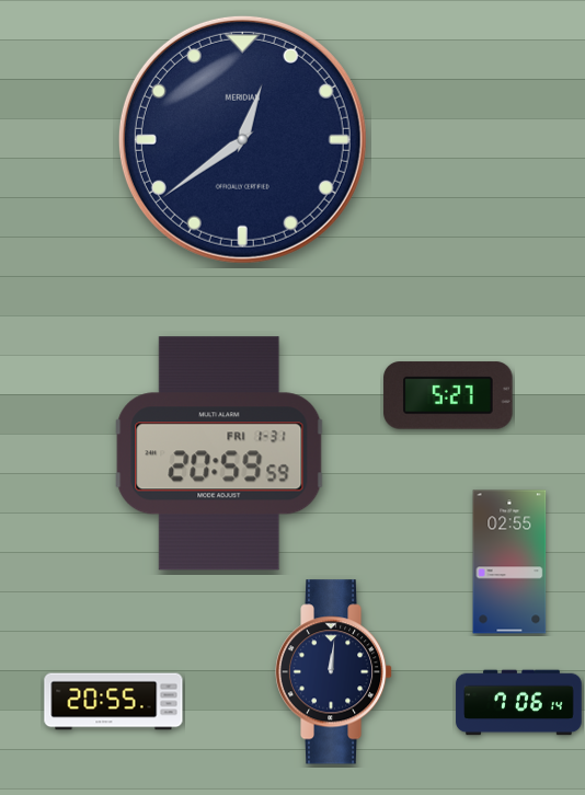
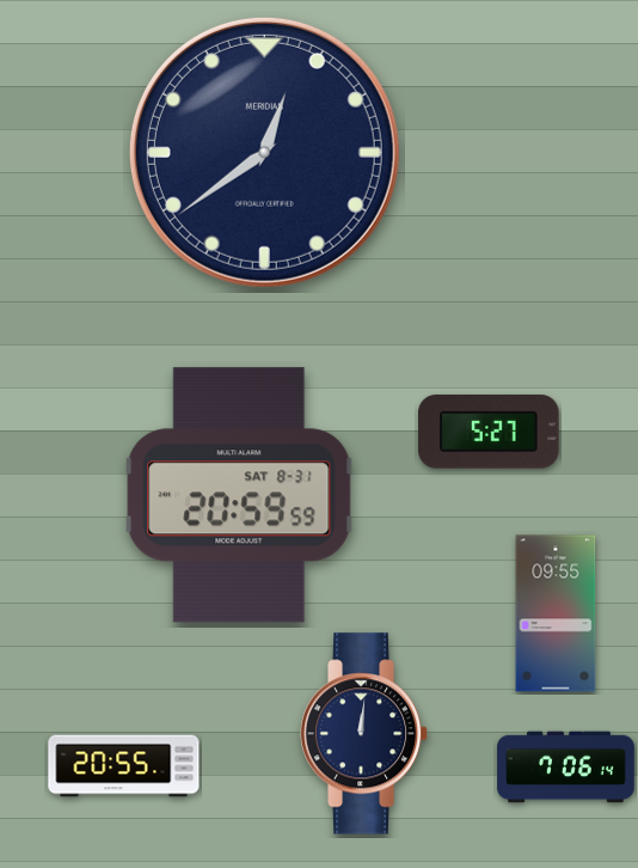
clock at (219, 453) date: FRI 1-31 -> SAT 8-31
clock at (509, 562): 02:55 -> 09:55
